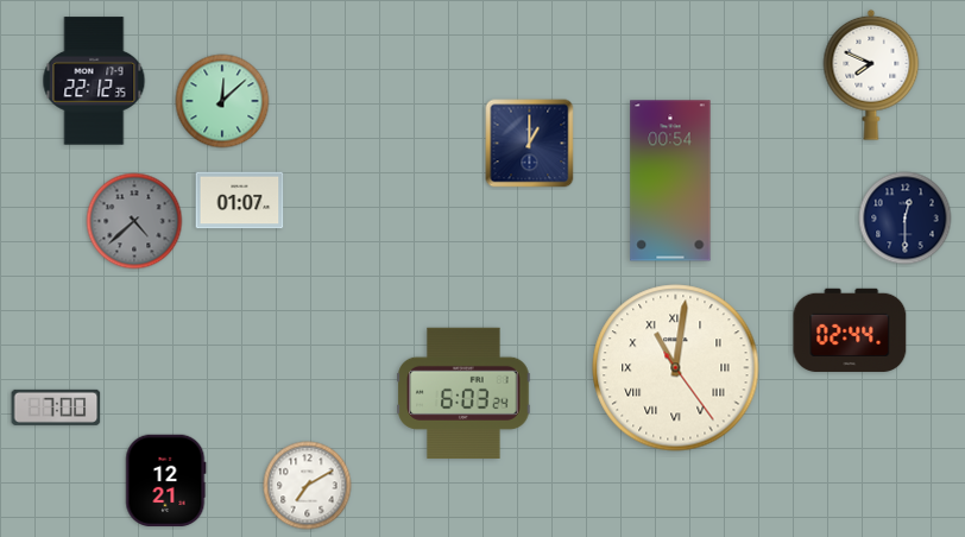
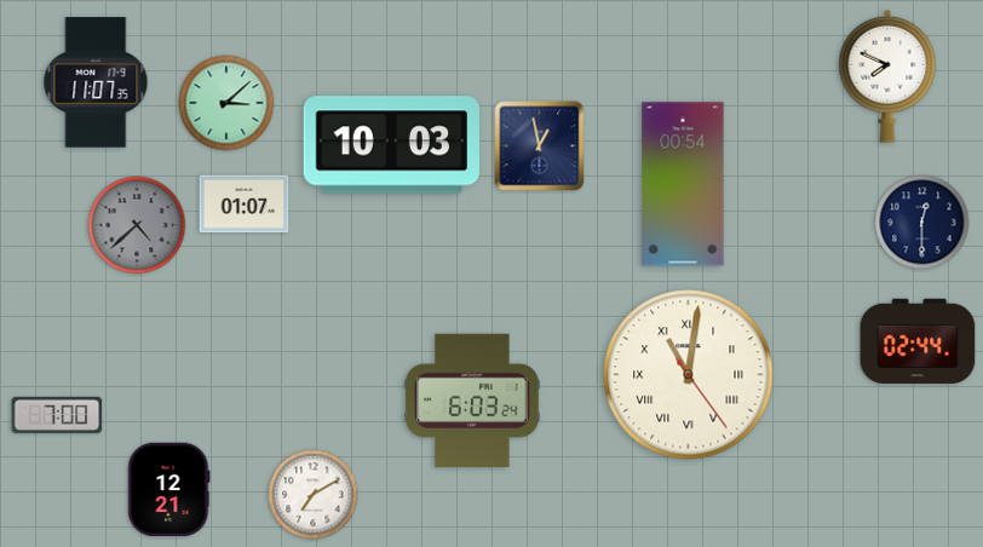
clock at (94, 81): 22:12 -> 11:07
clock at (222, 101): 12:08 -> 3:08
clock at (391, 145): none -> 10:03
clock at (530, 144): 1:00 -> 12:58
clock at (850, 330) position: (850, 330) -> (918, 341)
